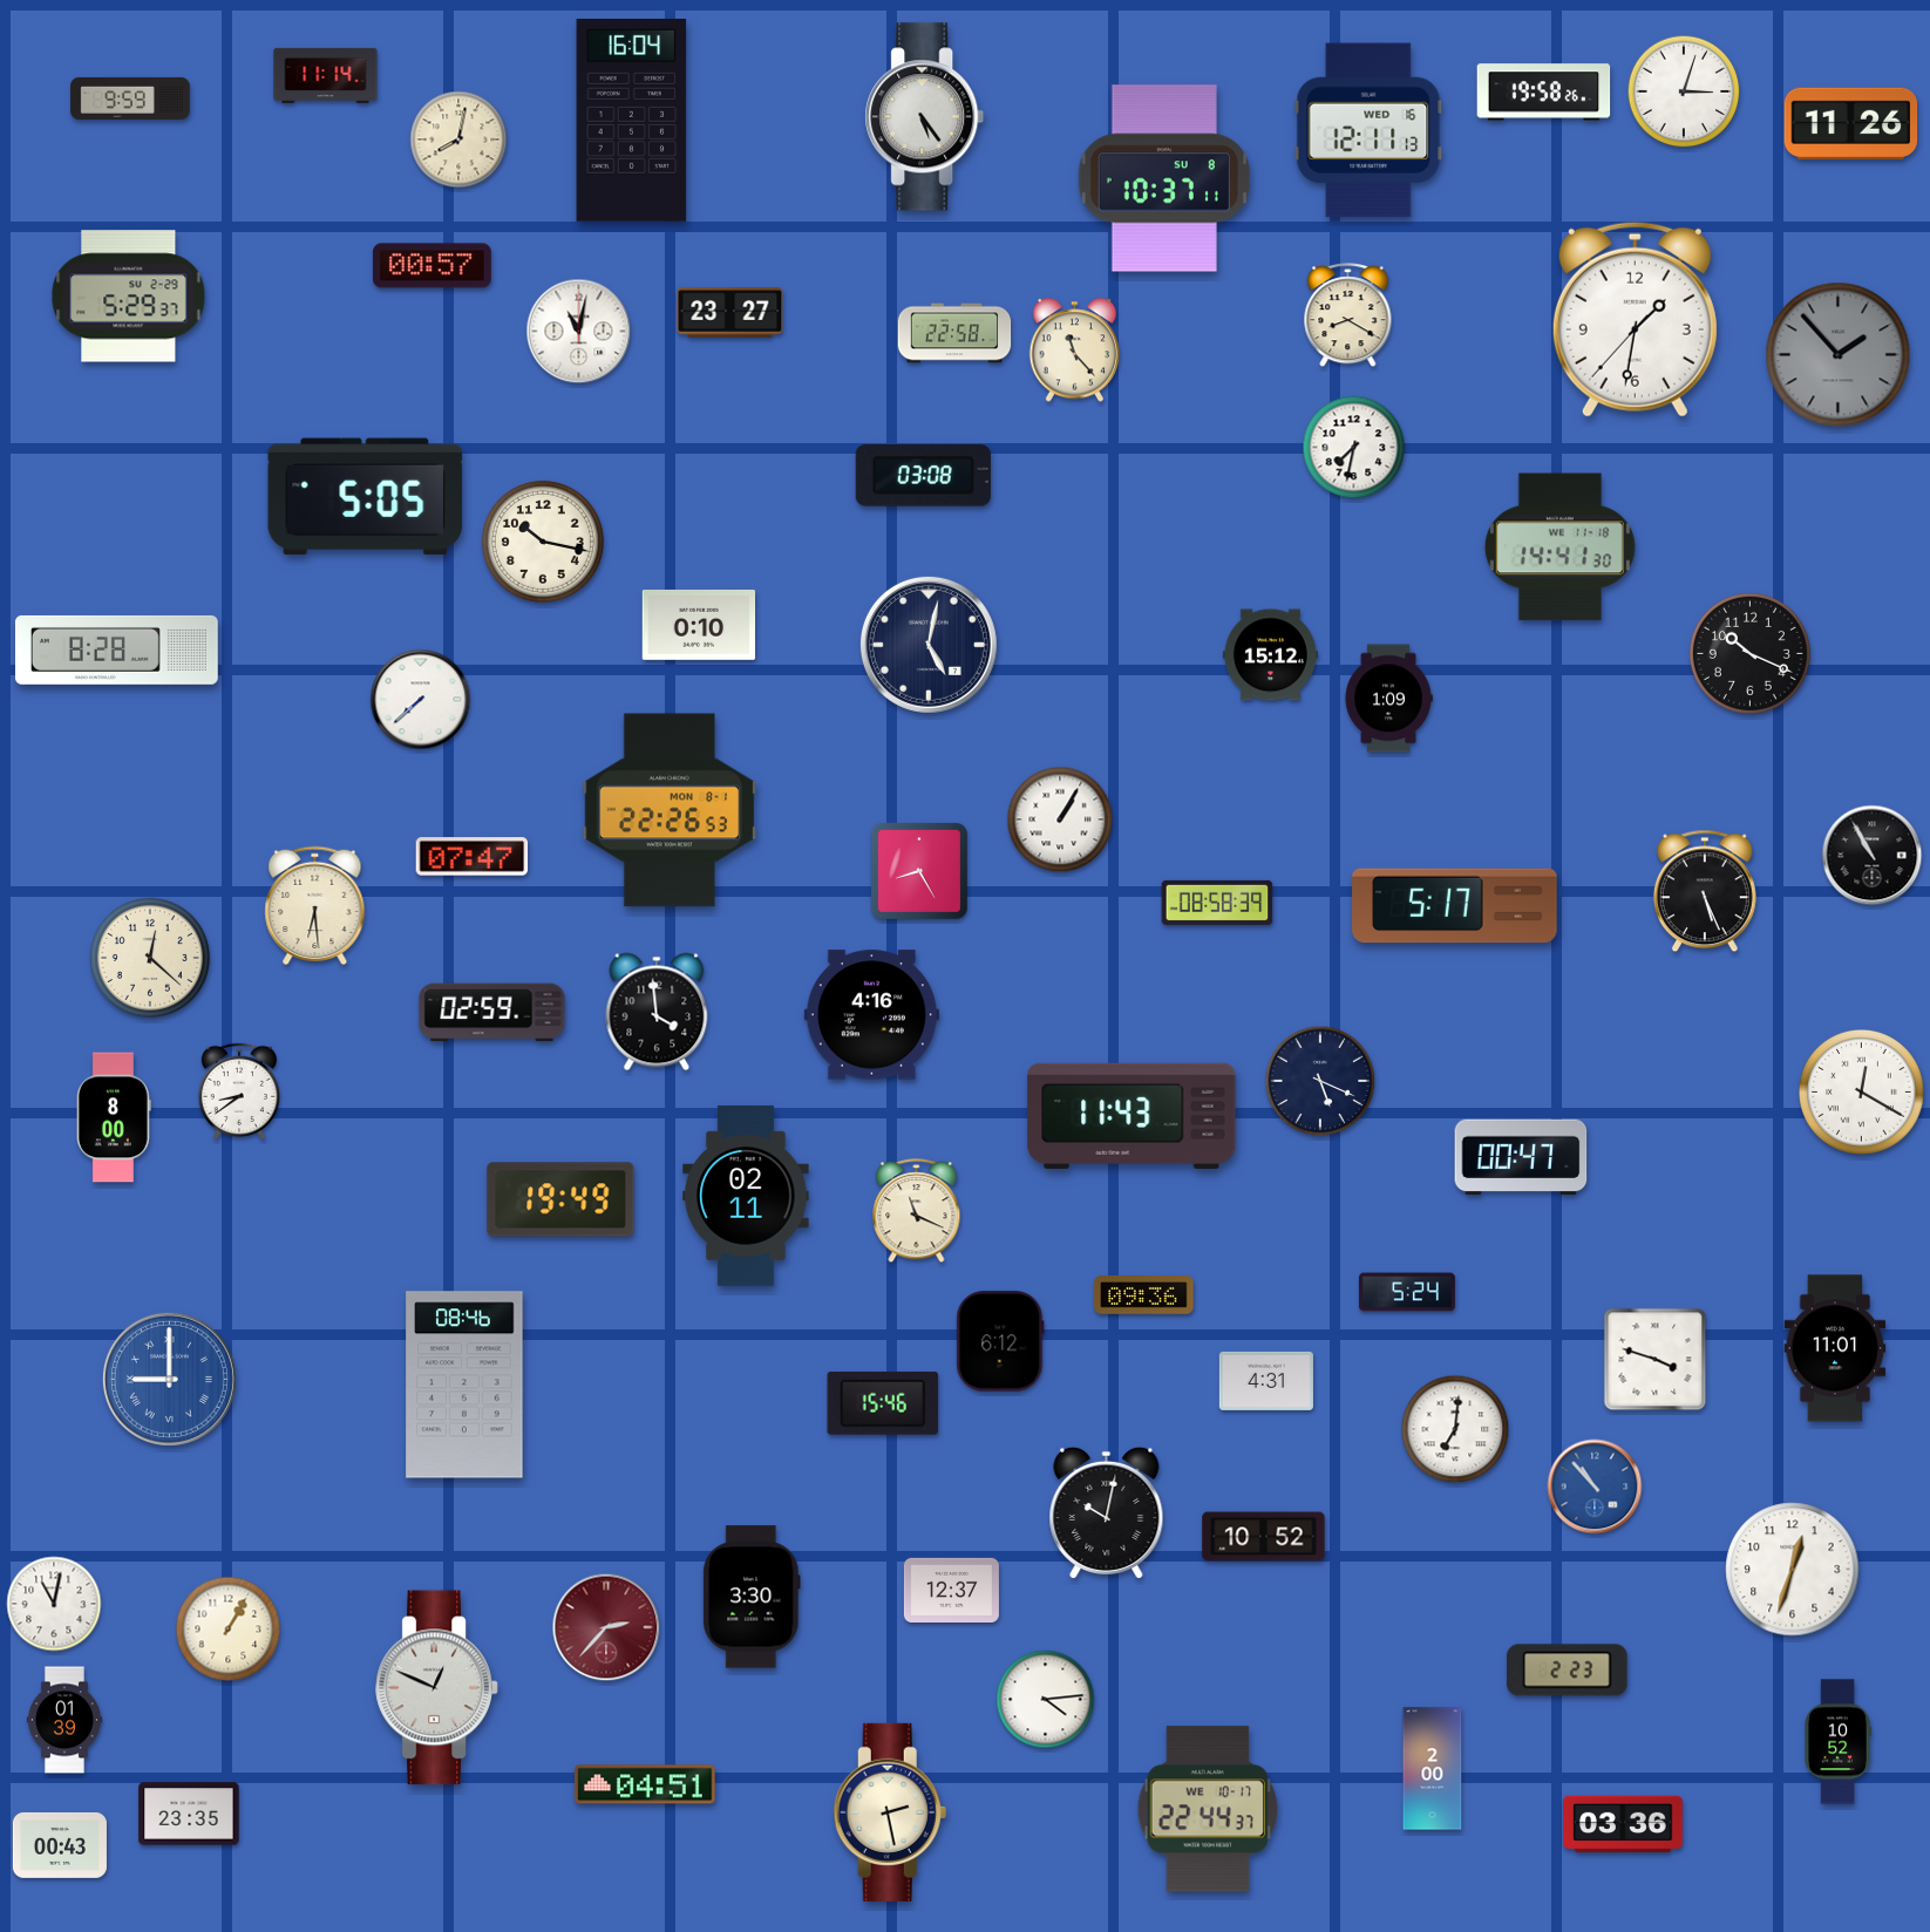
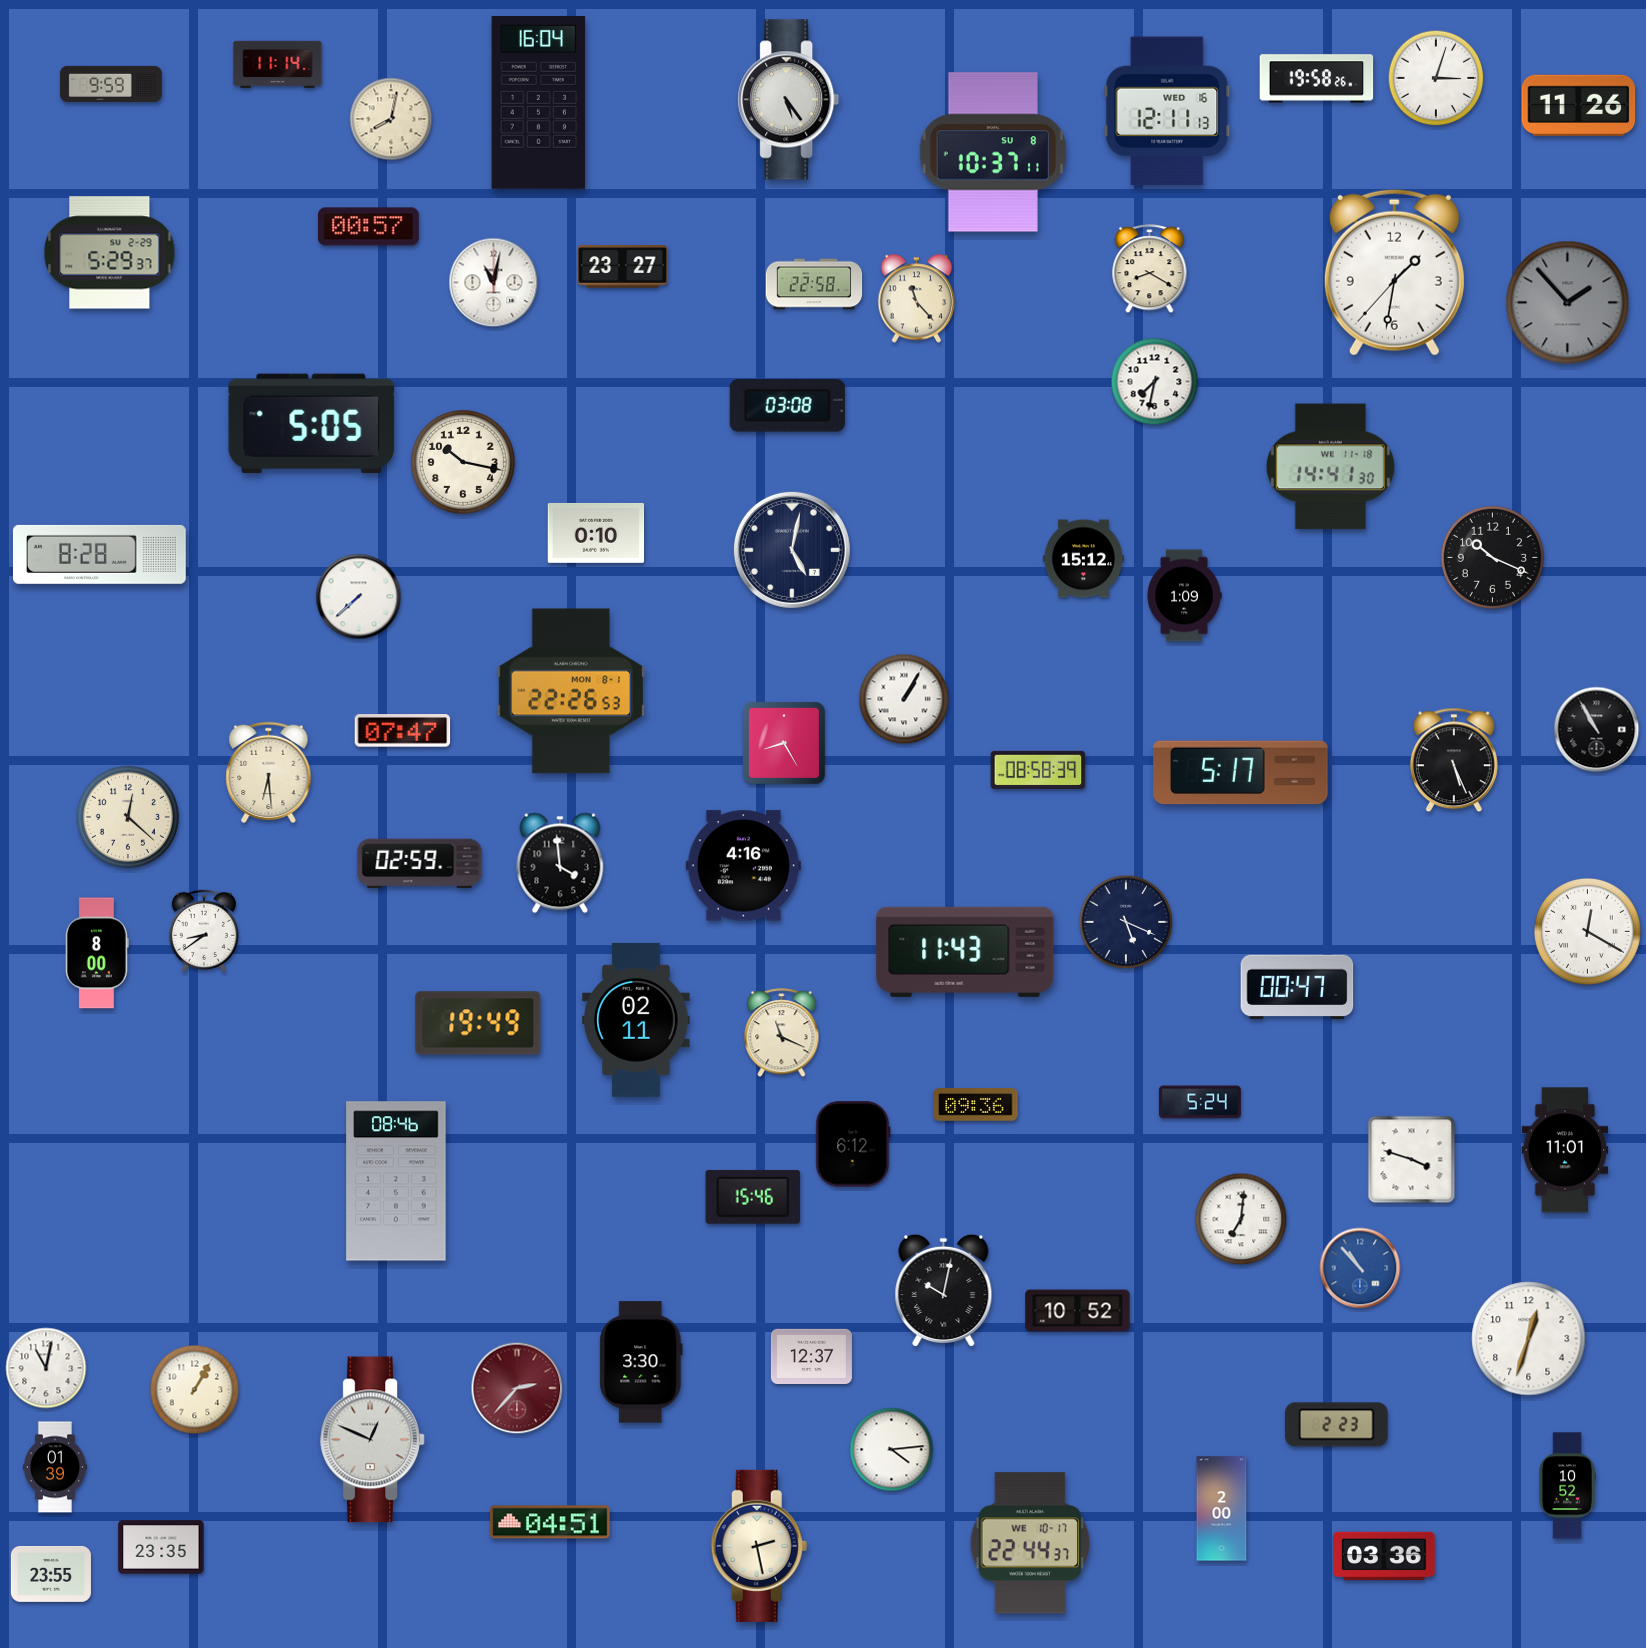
clock at (169, 1379): 9:00 -> none
clock at (1266, 1381): 4:31 -> none
clock at (60, 1845): 00:43 -> 23:55
